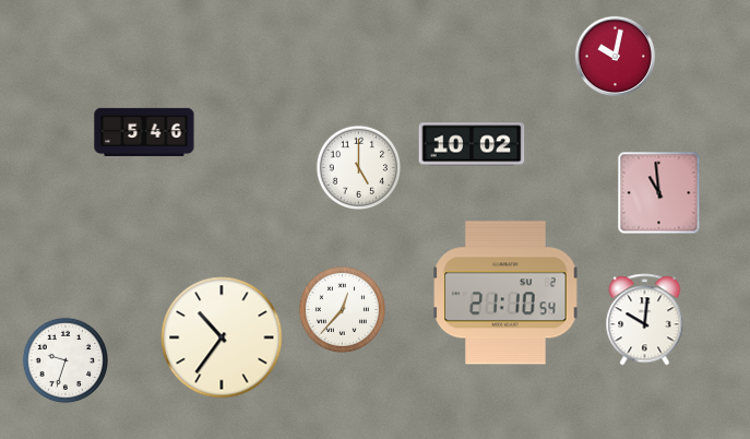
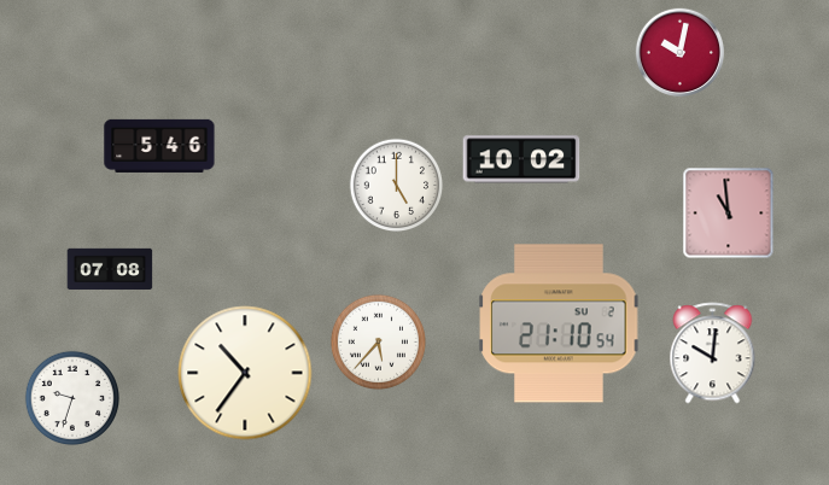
clock at (615, 56) position: (615, 56) -> (679, 52)
clock at (110, 268): none -> 07:08
clock at (342, 309): 12:37 -> 5:37
